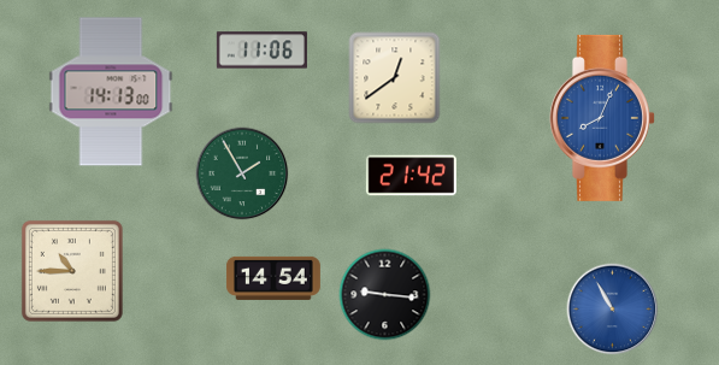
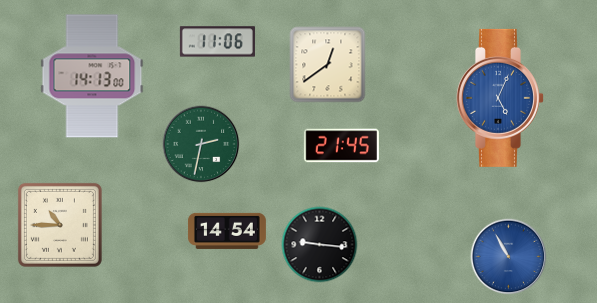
clock at (603, 118): 8:04 -> 5:04
clock at (242, 173): 1:55 -> 2:32
clock at (411, 176): 21:42 -> 21:45
